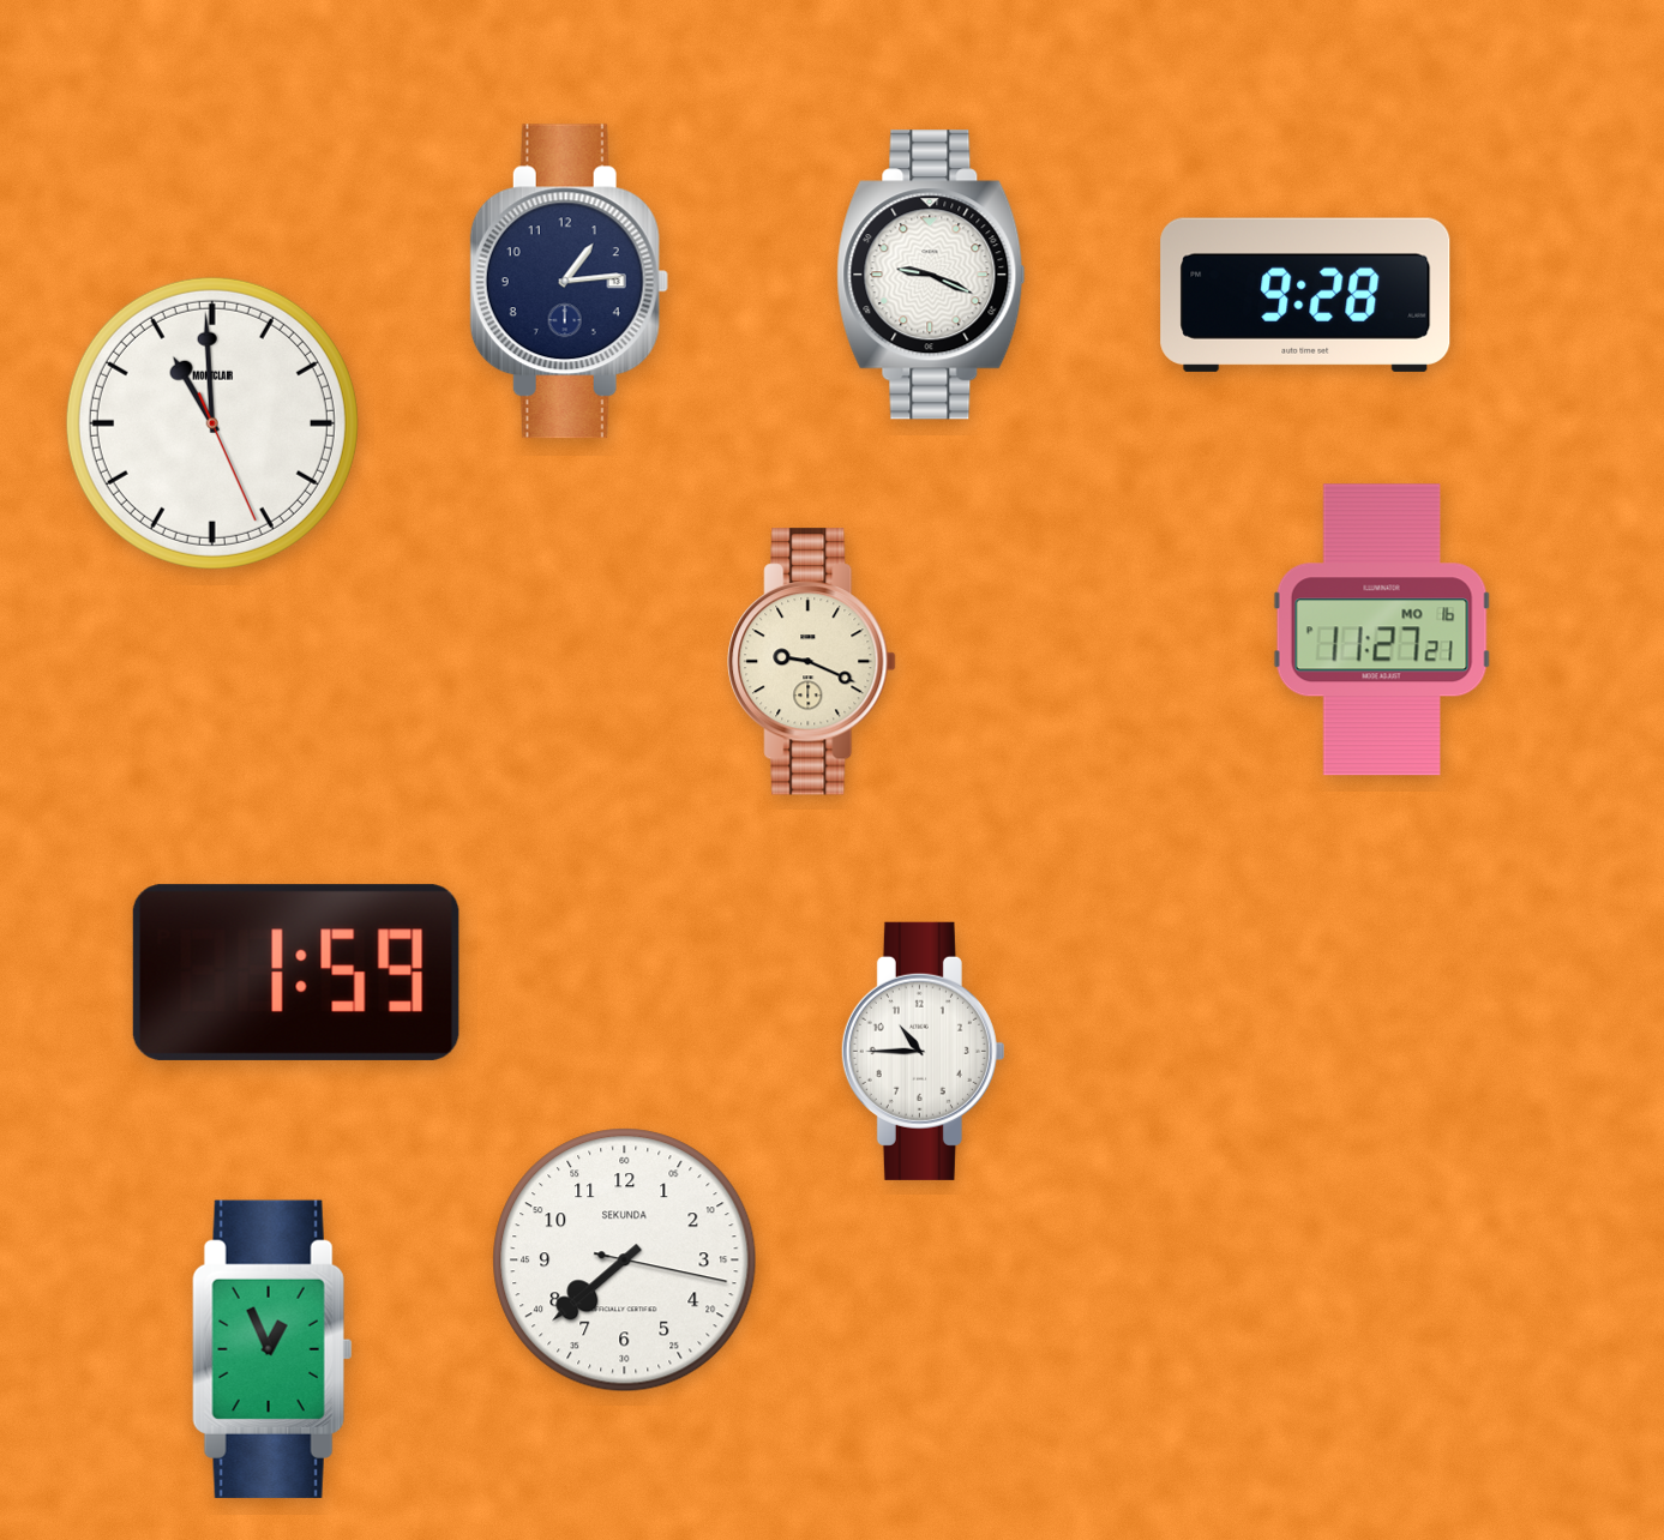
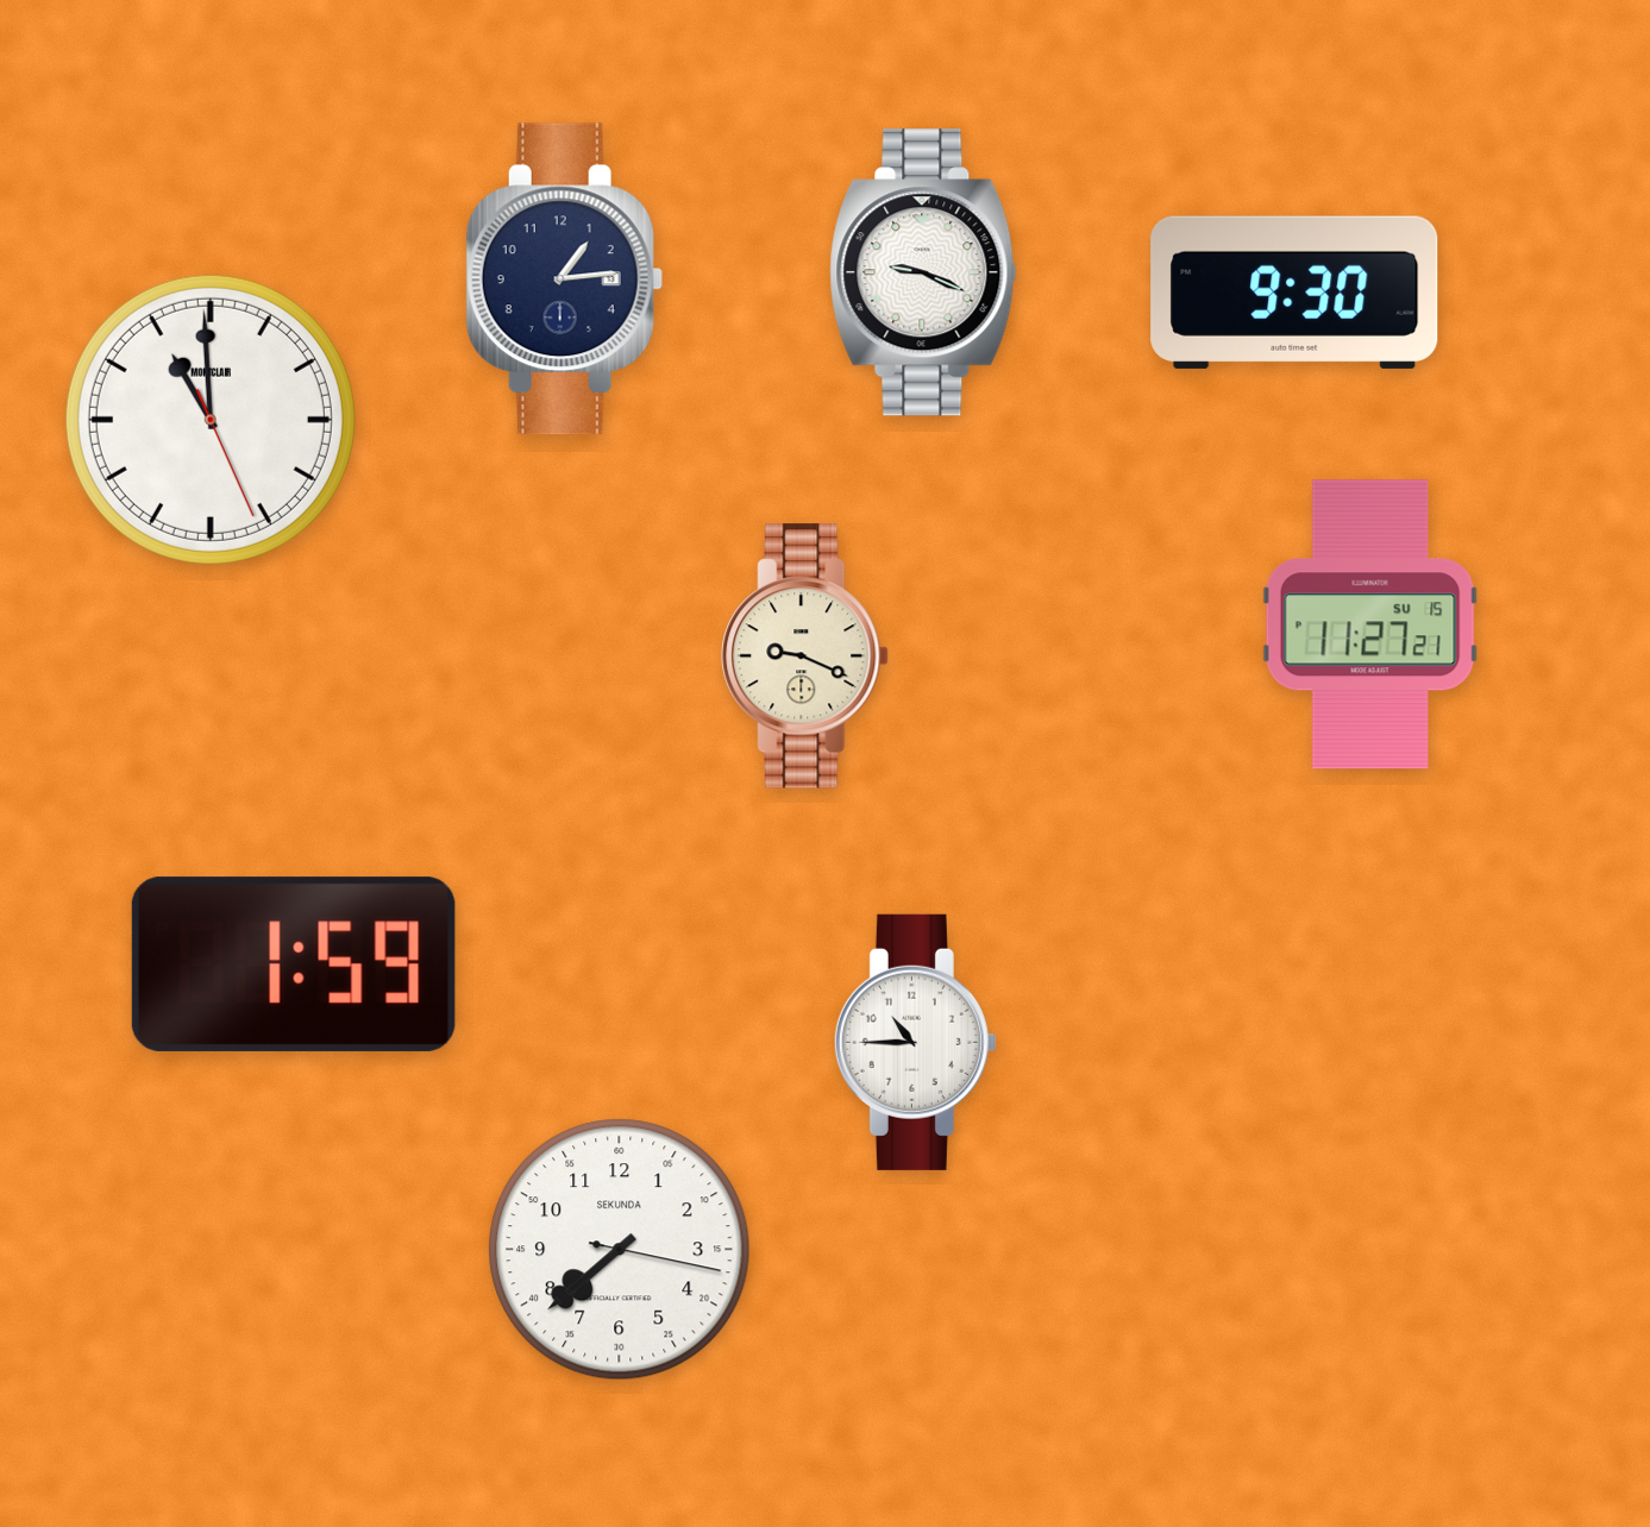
clock at (1305, 295): 9:28 -> 9:30
clock at (1382, 630) date: MO 16 -> SU 15
clock at (272, 1349): 12:56 -> none
